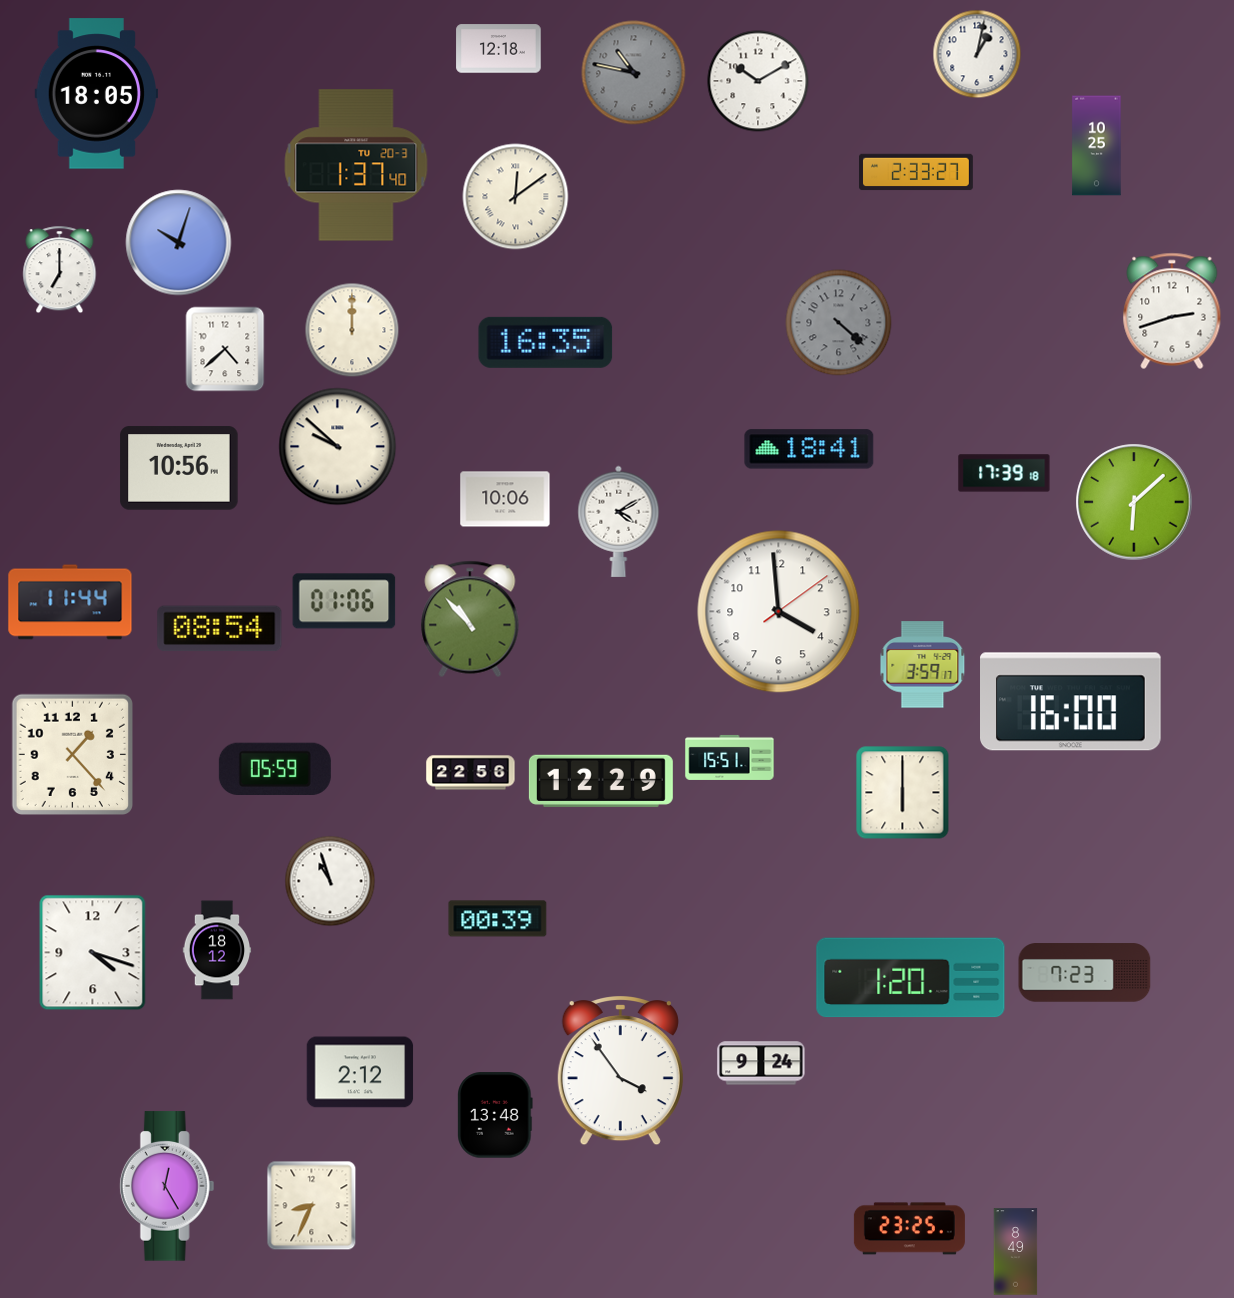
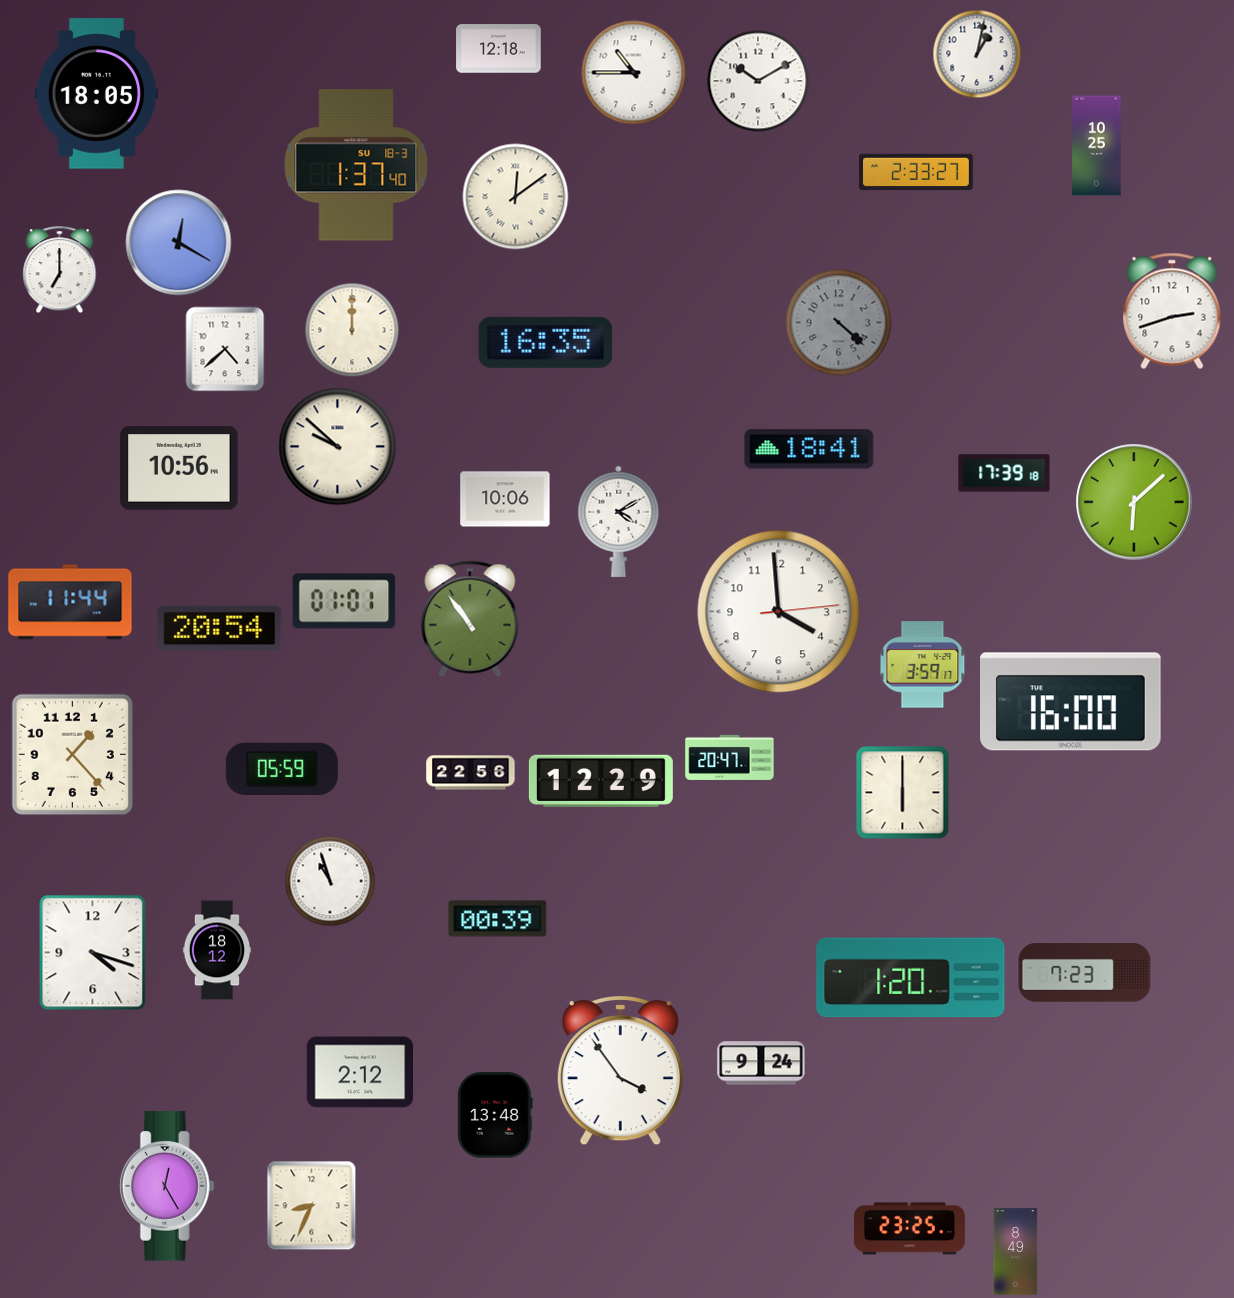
clock at (634, 73): 10:47 -> 10:45
clock at (634, 73) dial: grey -> white
clock at (356, 165) date: TU 20-3 -> SU 18-3
clock at (179, 243): 10:03 -> 12:20
clock at (344, 601): 01:06 -> 01:01
clock at (779, 612): 3:59:09 -> 3:59:14
clock at (470, 619): 10:53 -> 10:54
clock at (220, 629): 08:54 -> 20:54
clock at (730, 757): 15:51 -> 20:47
clock at (275, 768) position: (275, 768) -> (282, 768)
